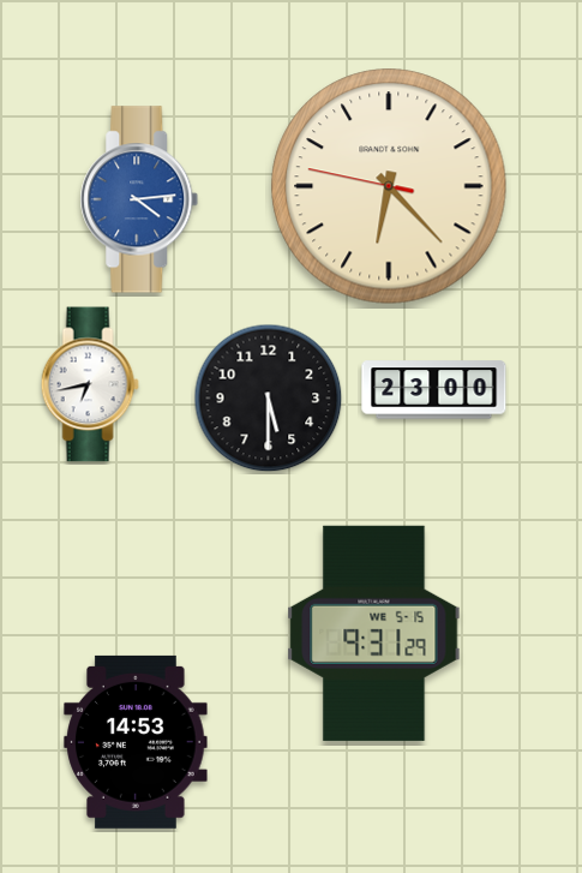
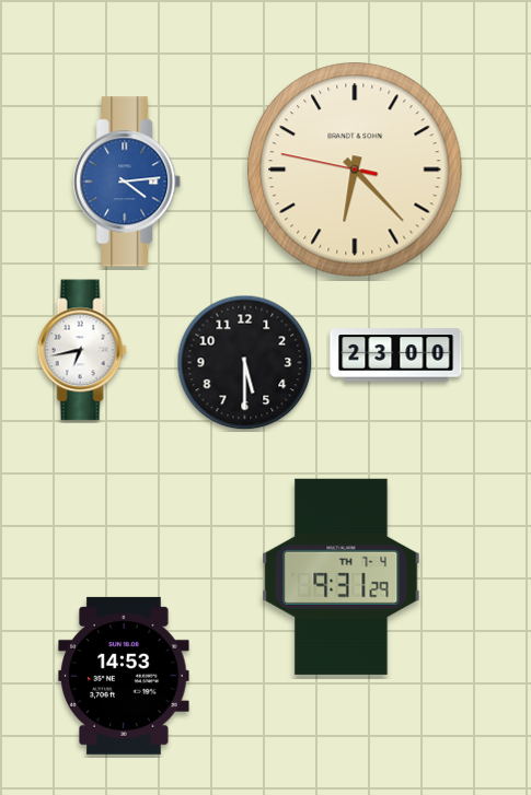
clock at (374, 633) date: WE 5-15 -> TH 7-4
